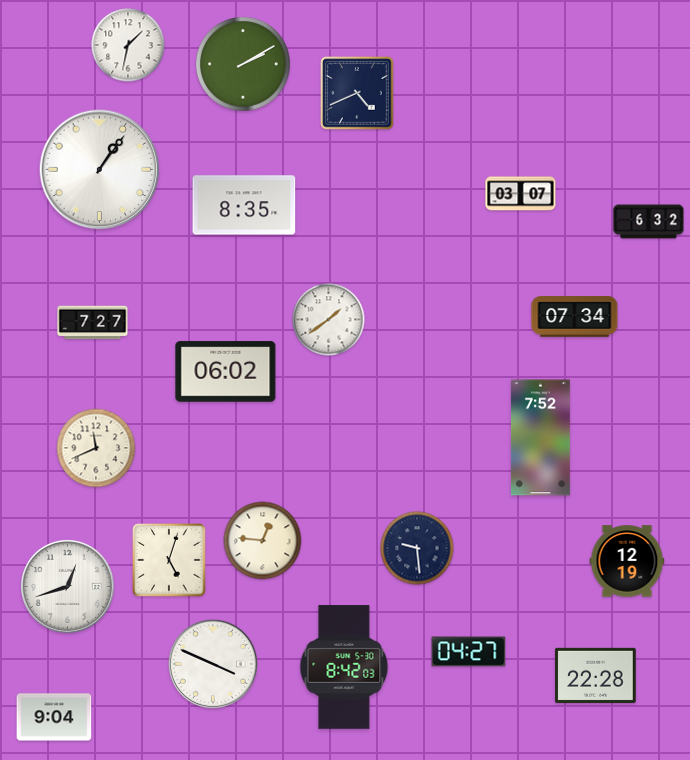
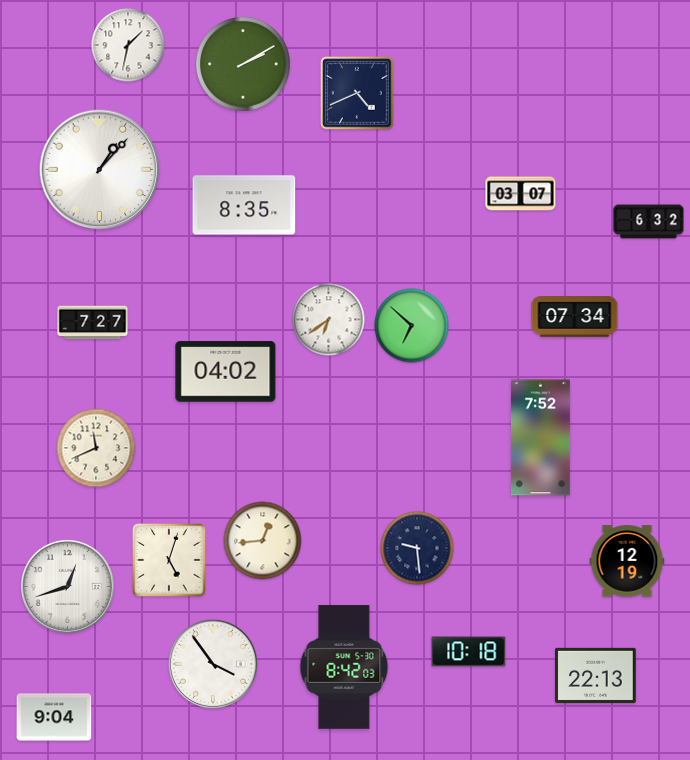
clock at (100, 170): 1:06 -> 1:07
clock at (329, 320): 1:39 -> 6:39
clock at (412, 326): none -> 6:52
clock at (226, 372): 06:02 -> 04:02
clock at (263, 541): 12:46 -> 12:44
clock at (469, 652): 04:27 -> 10:18
clock at (213, 664): 3:49 -> 3:54
clock at (596, 675): 22:28 -> 22:13
